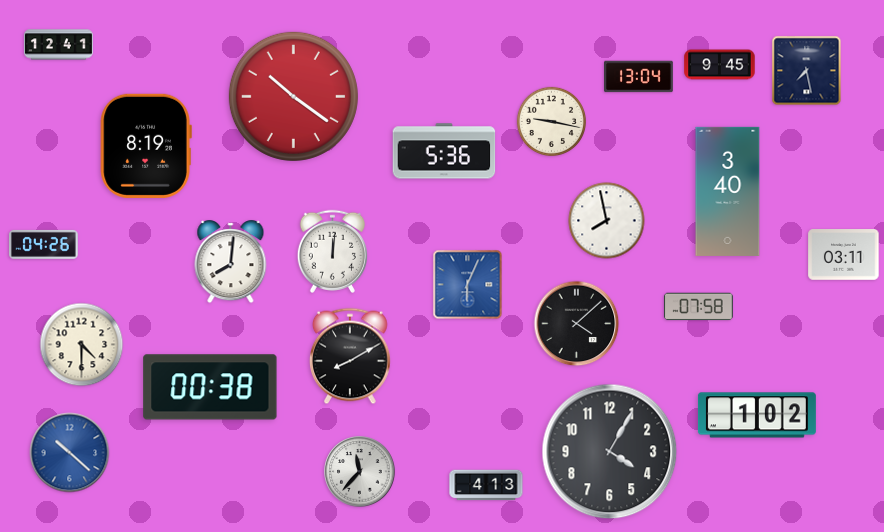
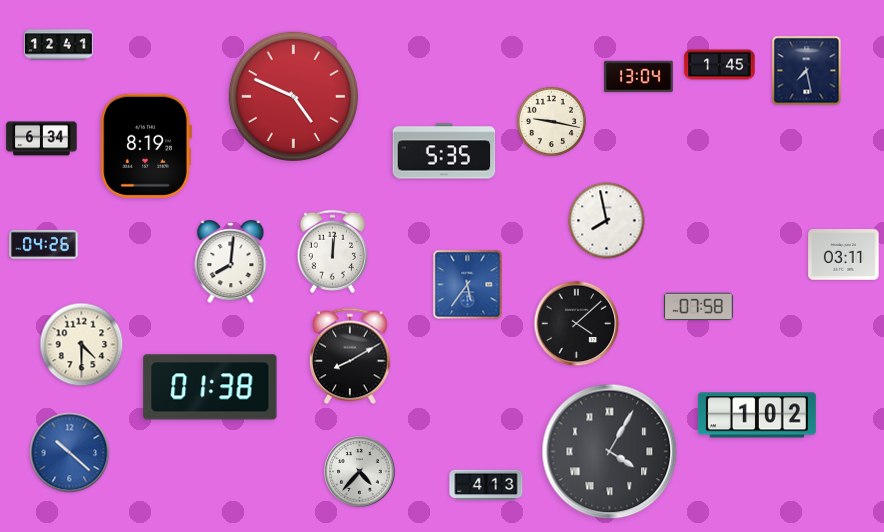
clock at (720, 65): 9:45 -> 1:45
clock at (293, 96): 10:21 -> 4:49
clock at (42, 139): none -> 6:34
clock at (444, 151): 5:36 -> 5:35
clock at (728, 191): 3:40 -> none
clock at (468, 285): 6:04 -> 5:36
clock at (210, 387): 00:38 -> 01:38
clock at (610, 452) numerals: Arabic -> Roman
clock at (360, 472): 11:37 -> 4:37
